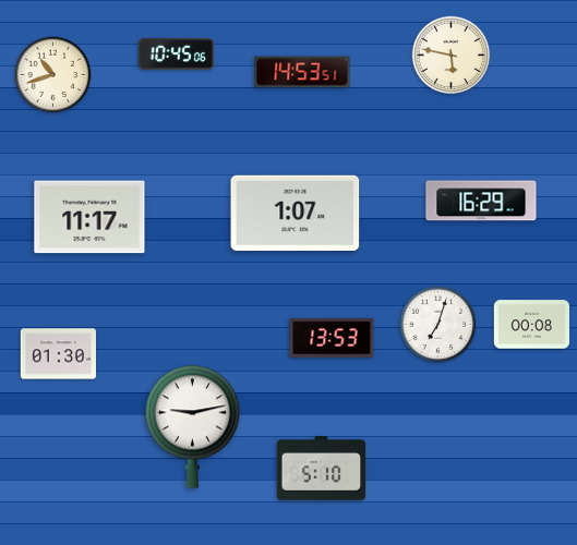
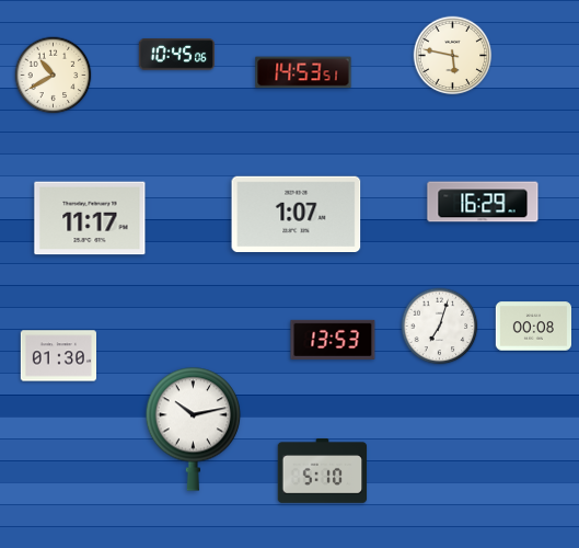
clock at (53, 75): 10:42 -> 10:40
clock at (193, 426): 9:13 -> 10:13
